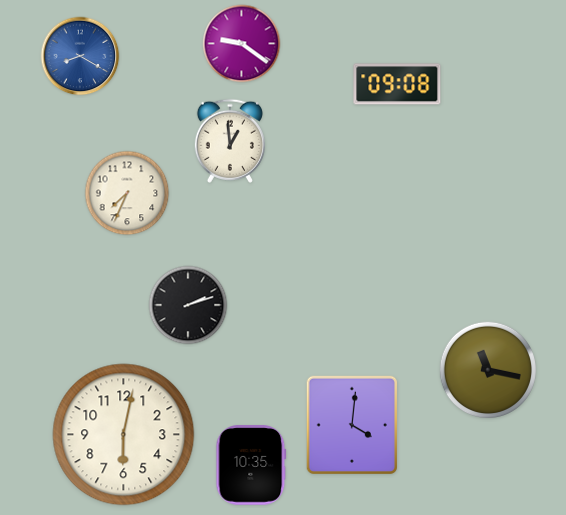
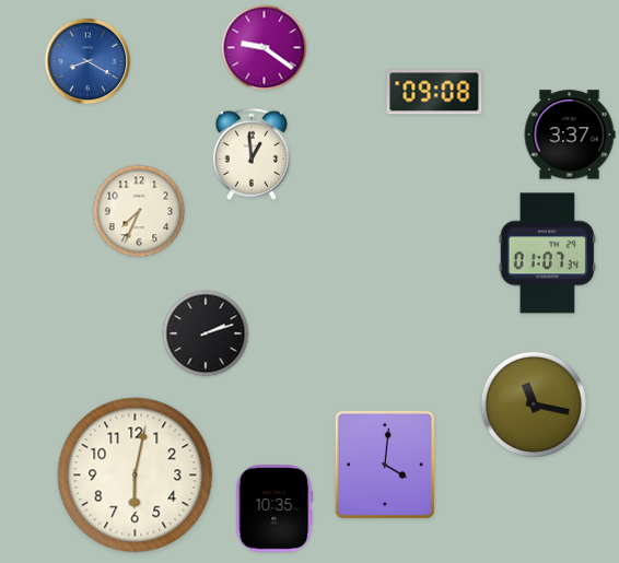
clock at (570, 134): none -> 3:37
clock at (547, 254): none -> 01:07
